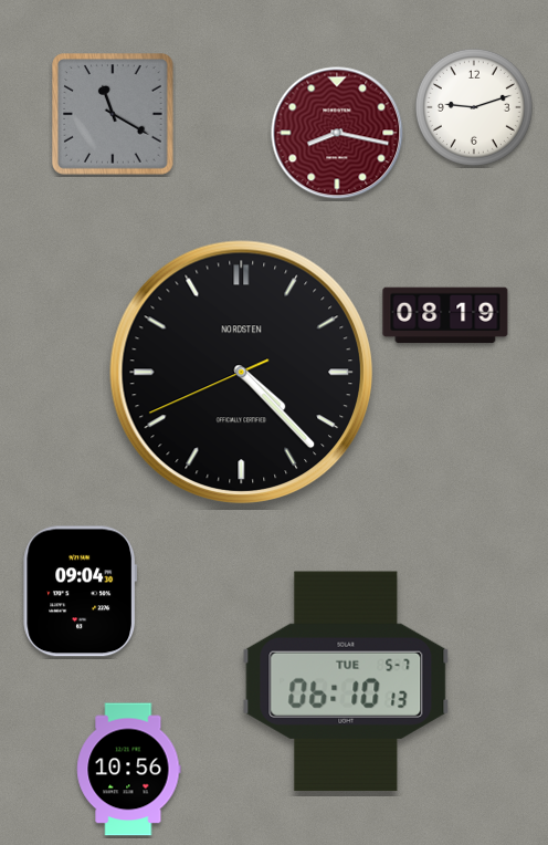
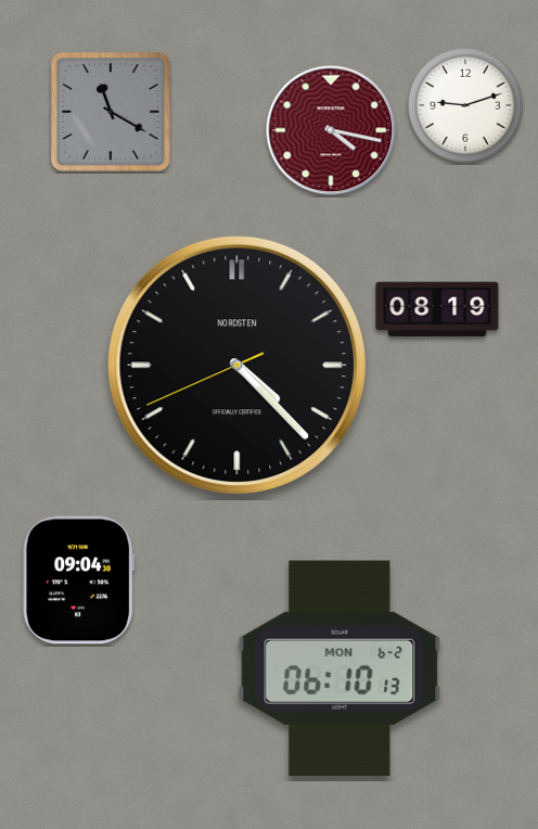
clock at (337, 133): 8:17 -> 4:17
clock at (346, 681) date: TUE 5-7 -> MON 6-2
clock at (129, 770): 10:56 -> none
